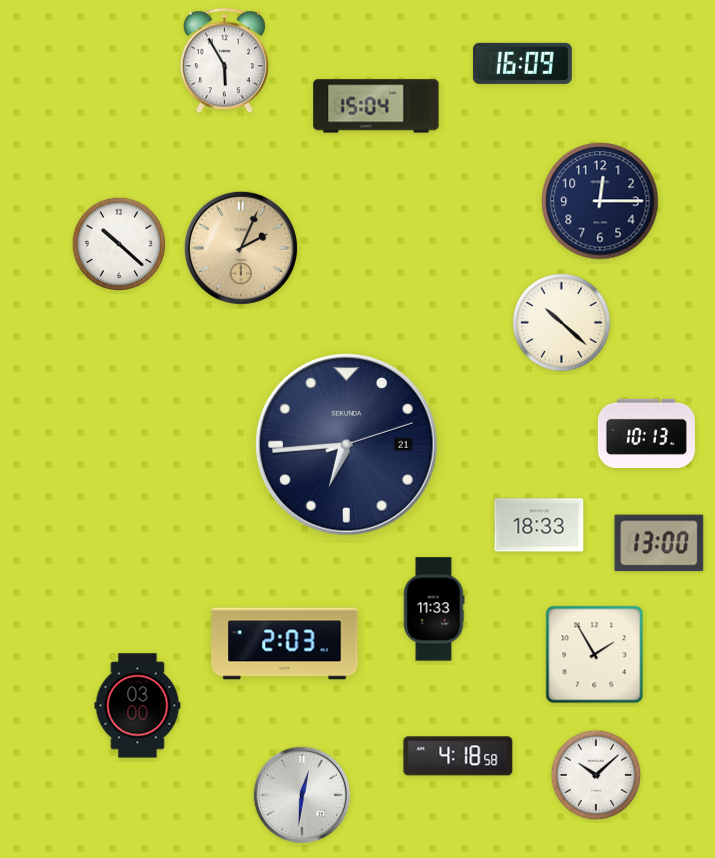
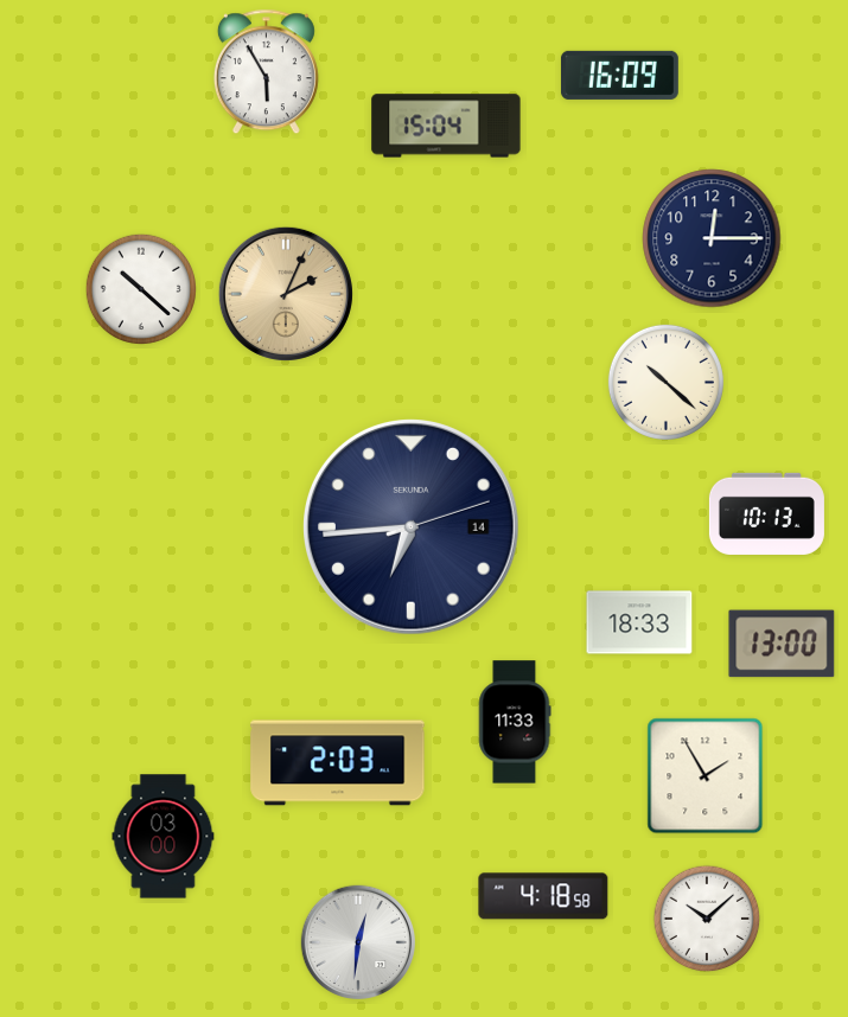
clock at (347, 445) date: 21 -> 14
